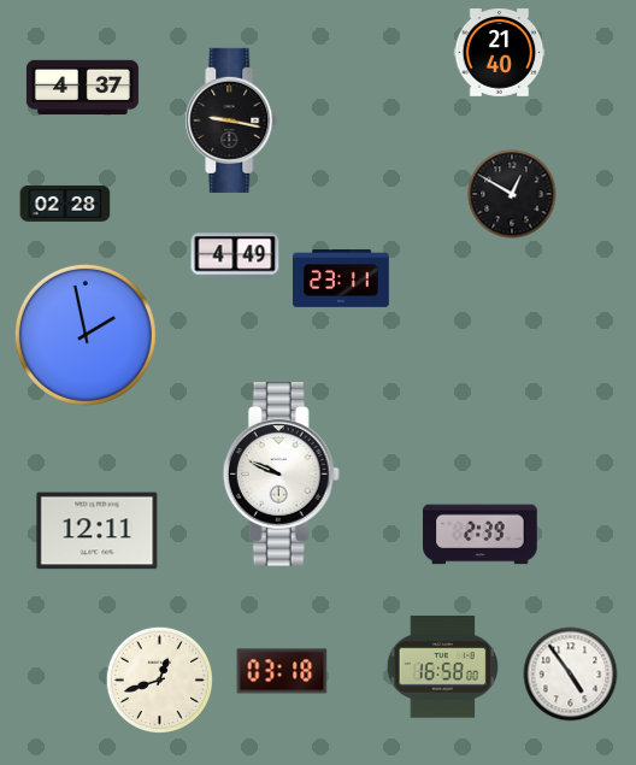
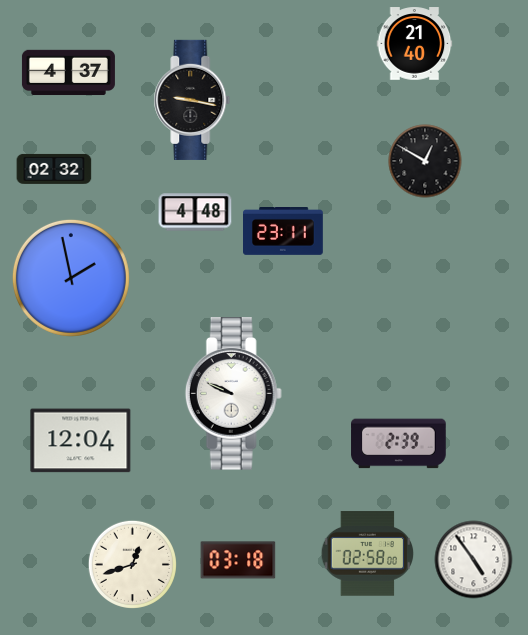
clock at (65, 204): 02:28 -> 02:32
clock at (235, 255): 4:49 -> 4:48
clock at (98, 531): 12:11 -> 12:04
clock at (443, 667): 16:58 -> 02:58
clock at (282, 671) position: (282, 671) -> (238, 560)
